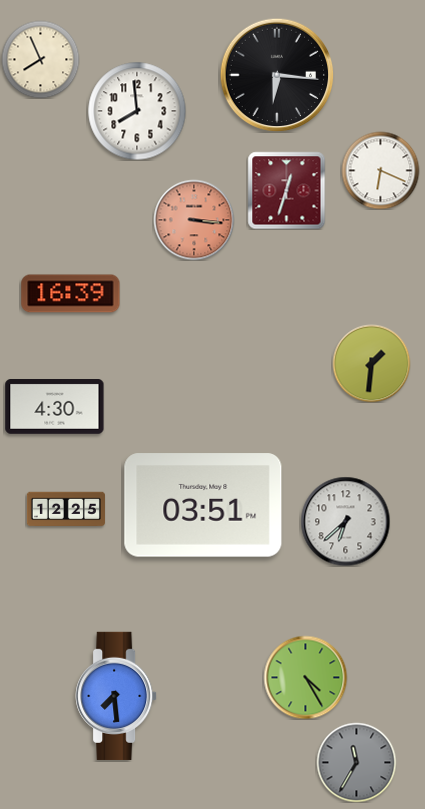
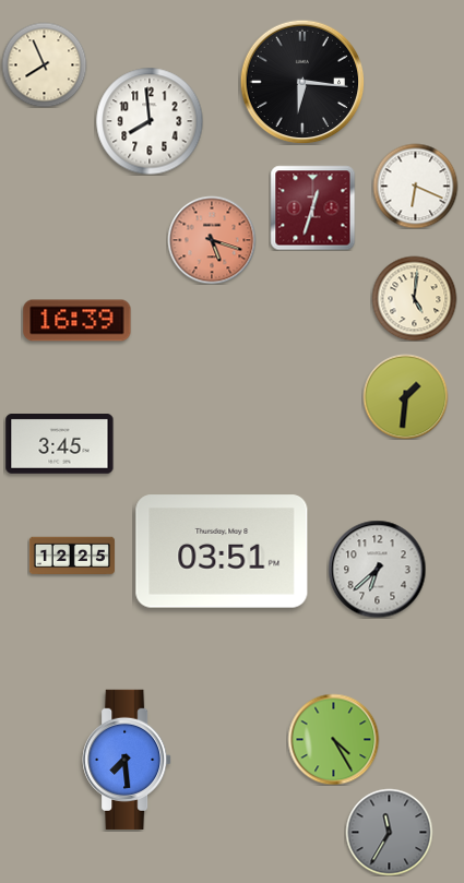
clock at (194, 220): 3:16 -> 5:18
clock at (414, 298): none -> 5:01
clock at (55, 407): 4:30 -> 3:45
